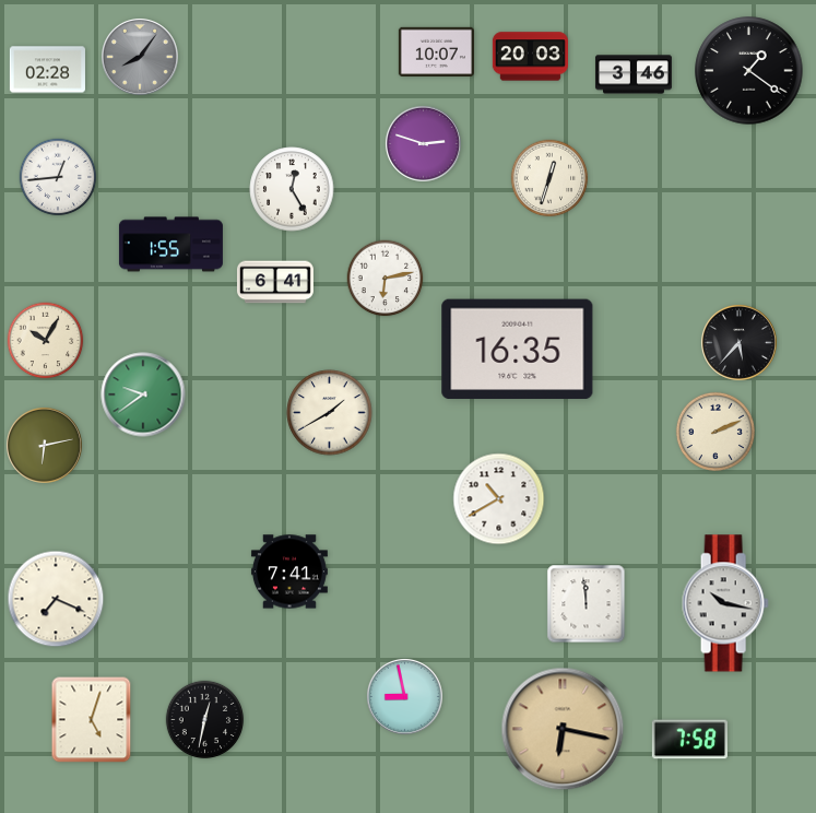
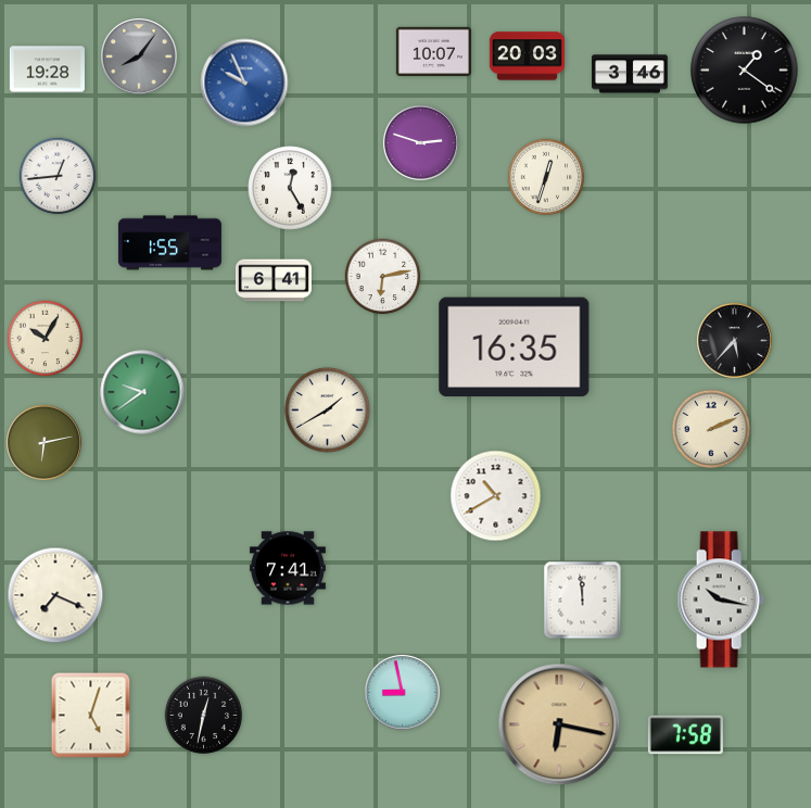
clock at (47, 70): 02:28 -> 19:28
clock at (244, 83): none -> 9:56
